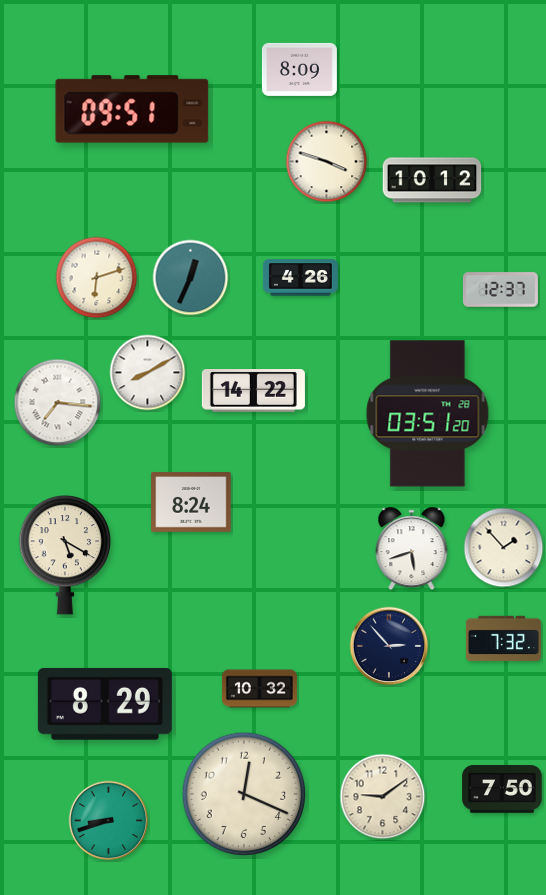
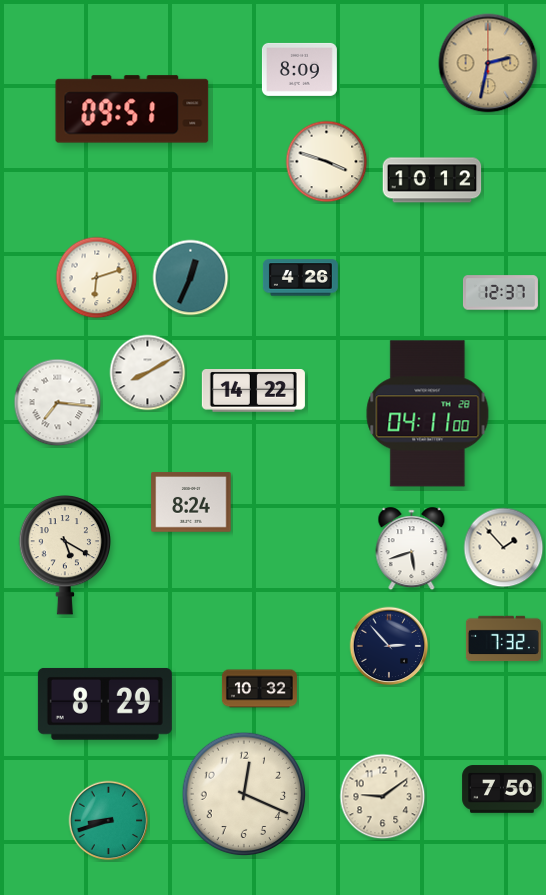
clock at (488, 63): none -> 2:32
clock at (500, 290) position: (500, 290) -> (500, 293)
clock at (428, 414): 03:51 -> 04:11
